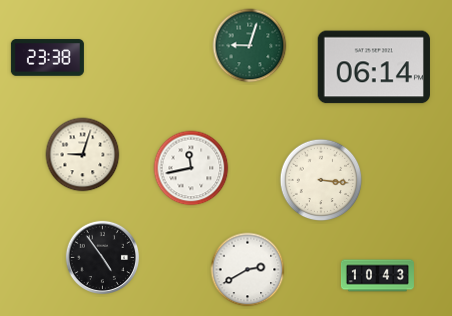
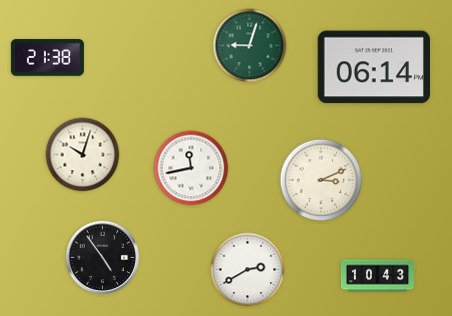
clock at (47, 58): 23:38 -> 21:38
clock at (83, 155): 9:03 -> 10:03
clock at (321, 180): 3:16 -> 3:11
